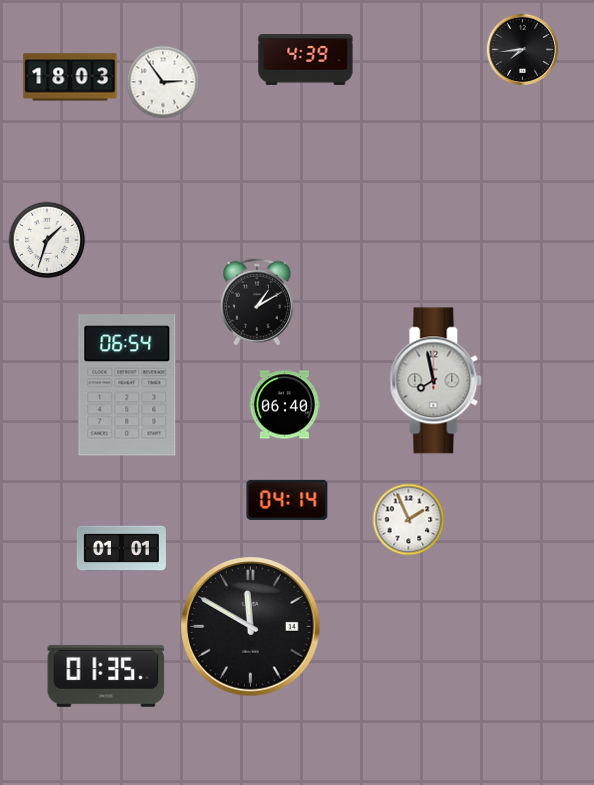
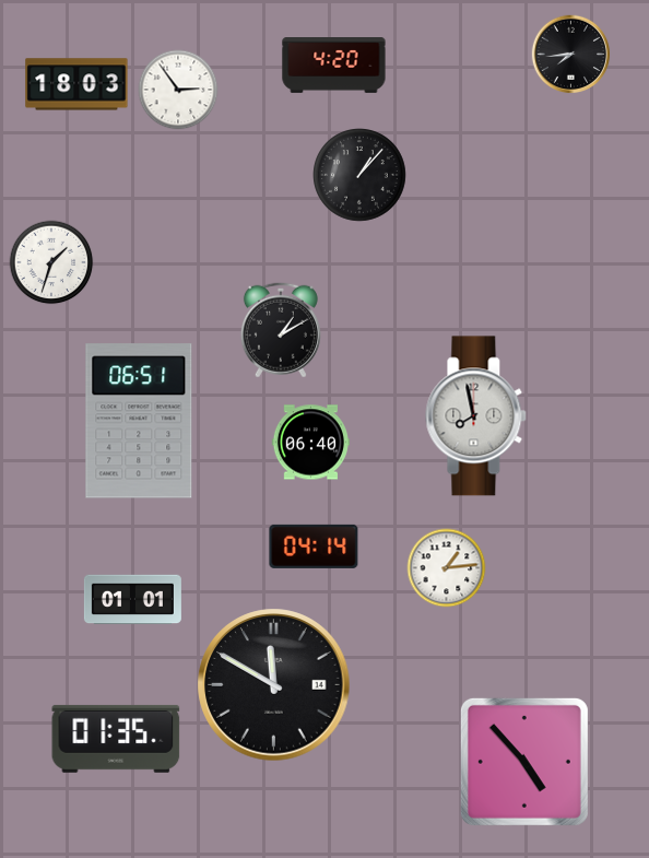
clock at (306, 60): 4:39 -> 4:20
clock at (359, 175): none -> 1:07
clock at (127, 385): 06:54 -> 06:51
clock at (409, 520): 1:56 -> 1:14
clock at (524, 762): none -> 4:53
